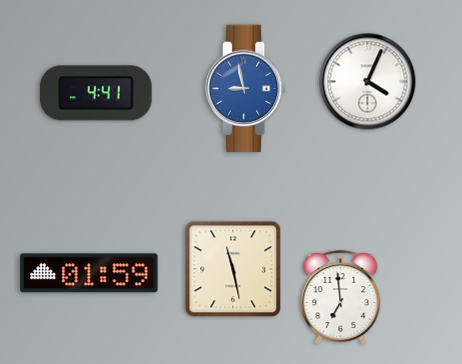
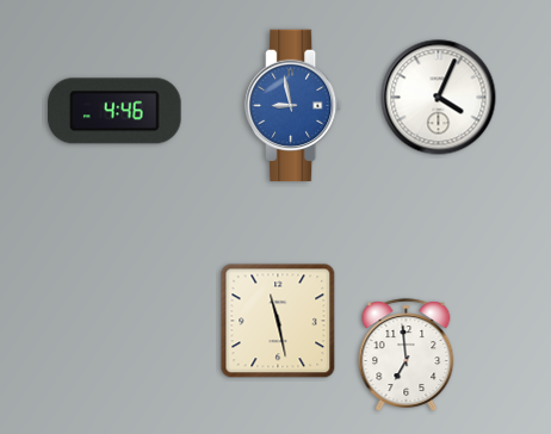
clock at (97, 93): 4:41 -> 4:46
clock at (89, 273): 01:59 -> none
